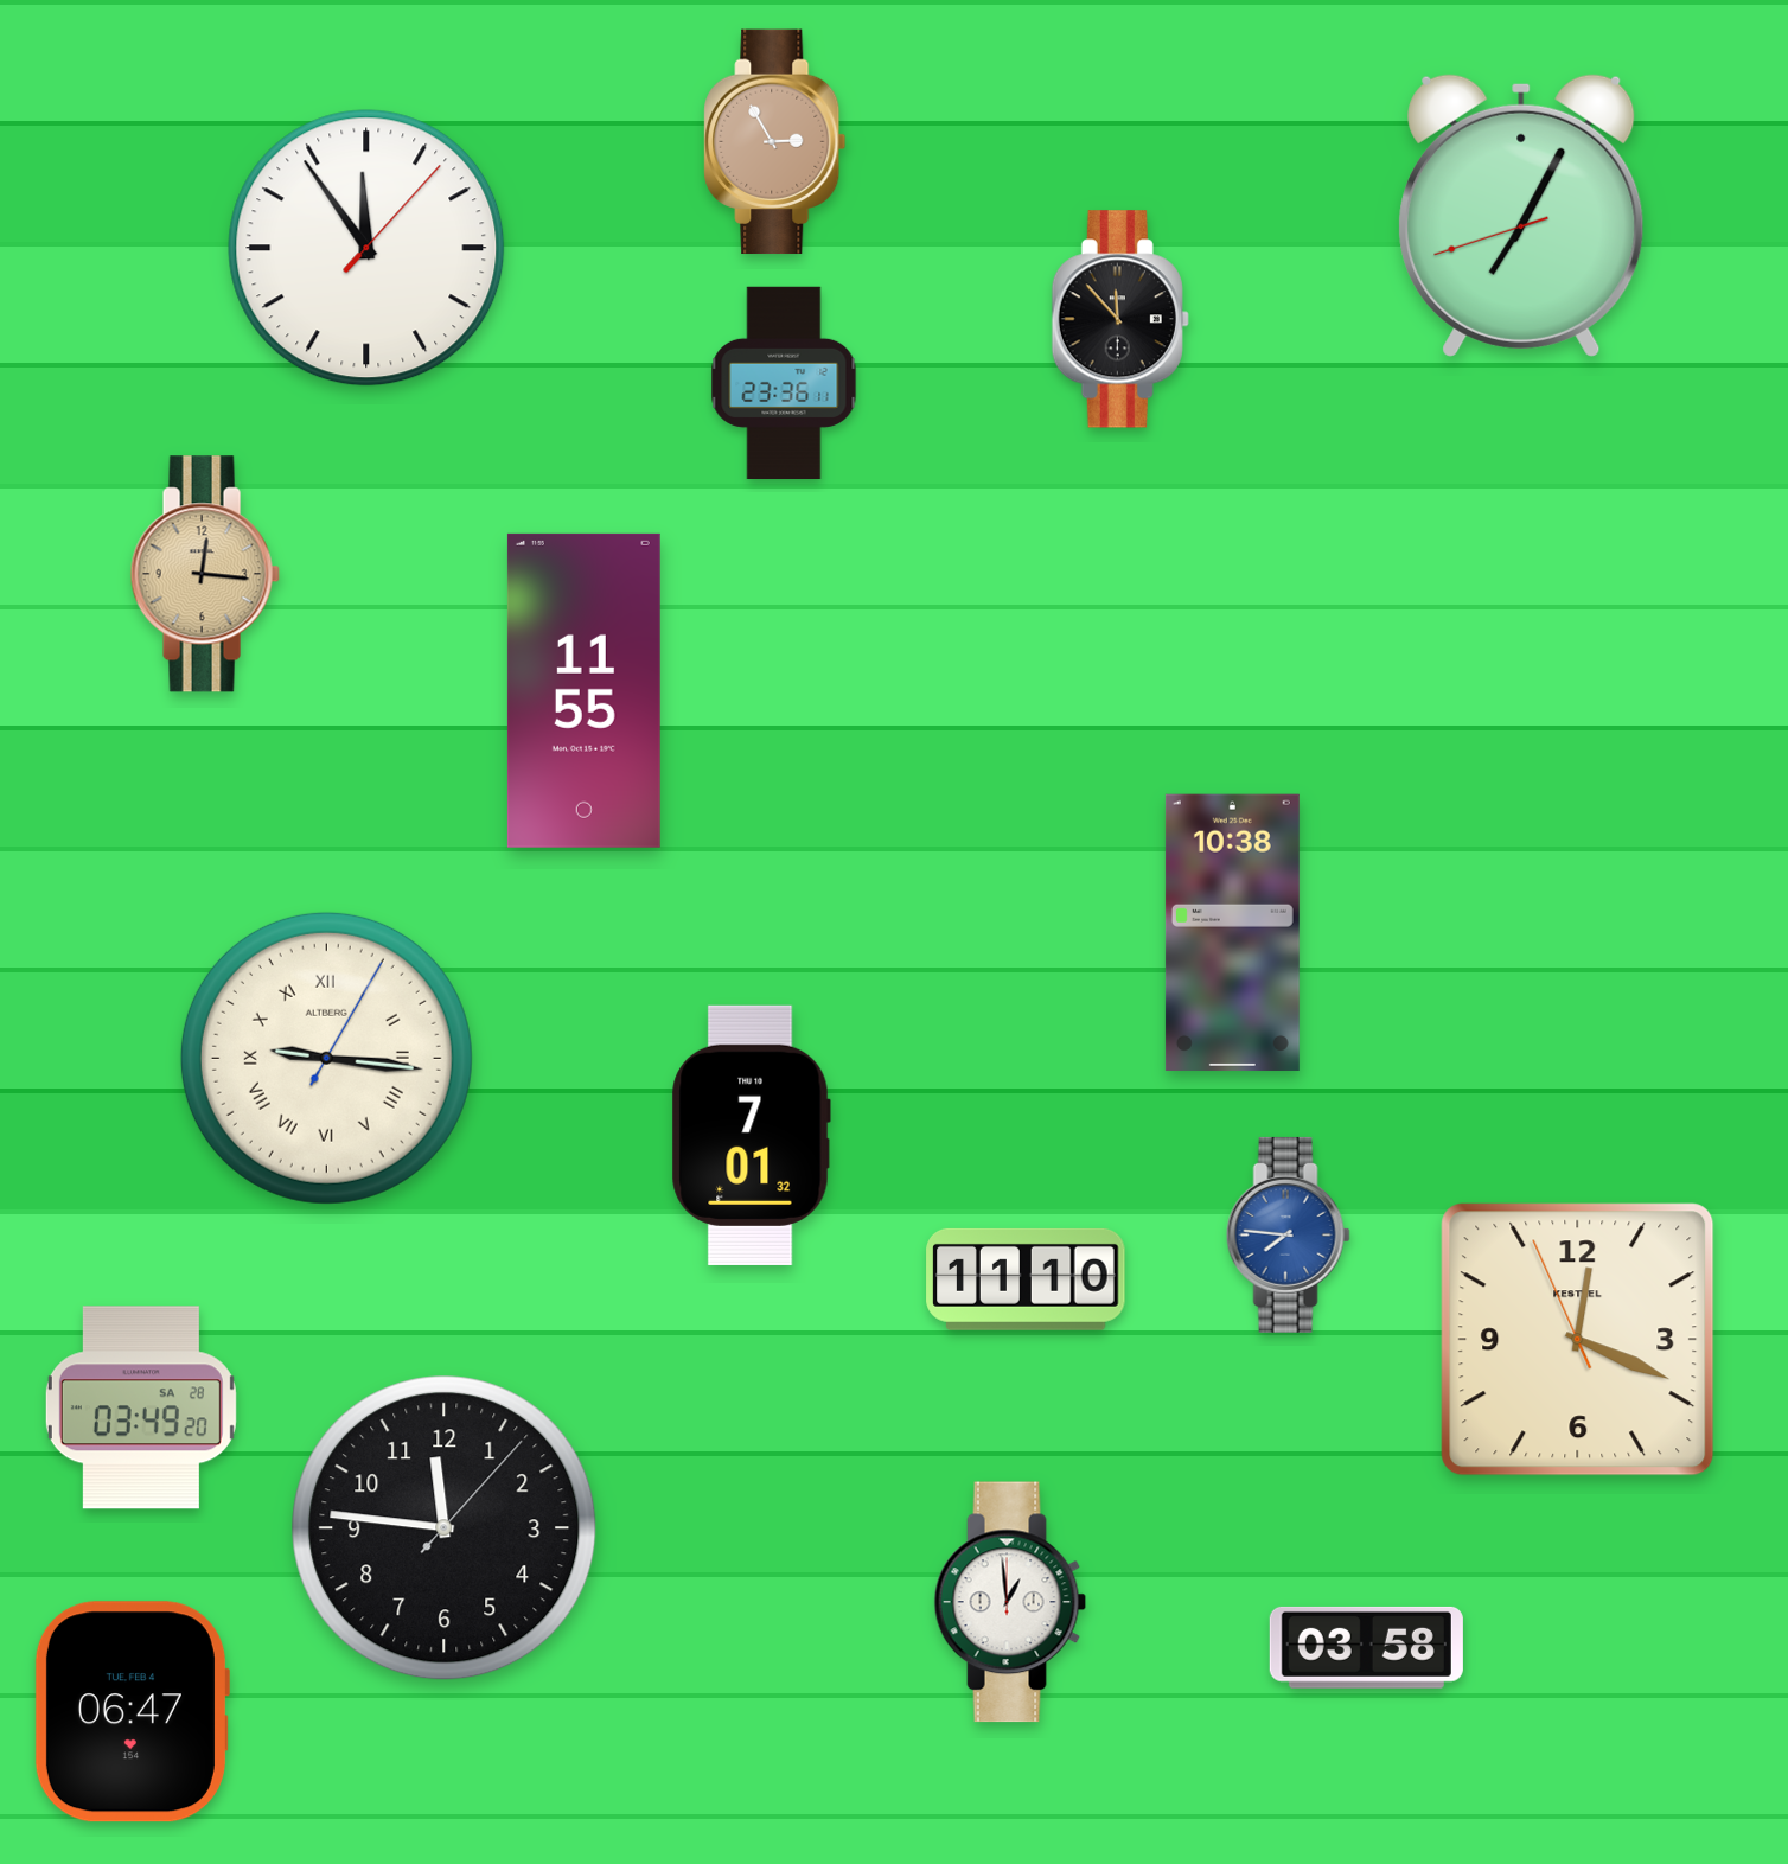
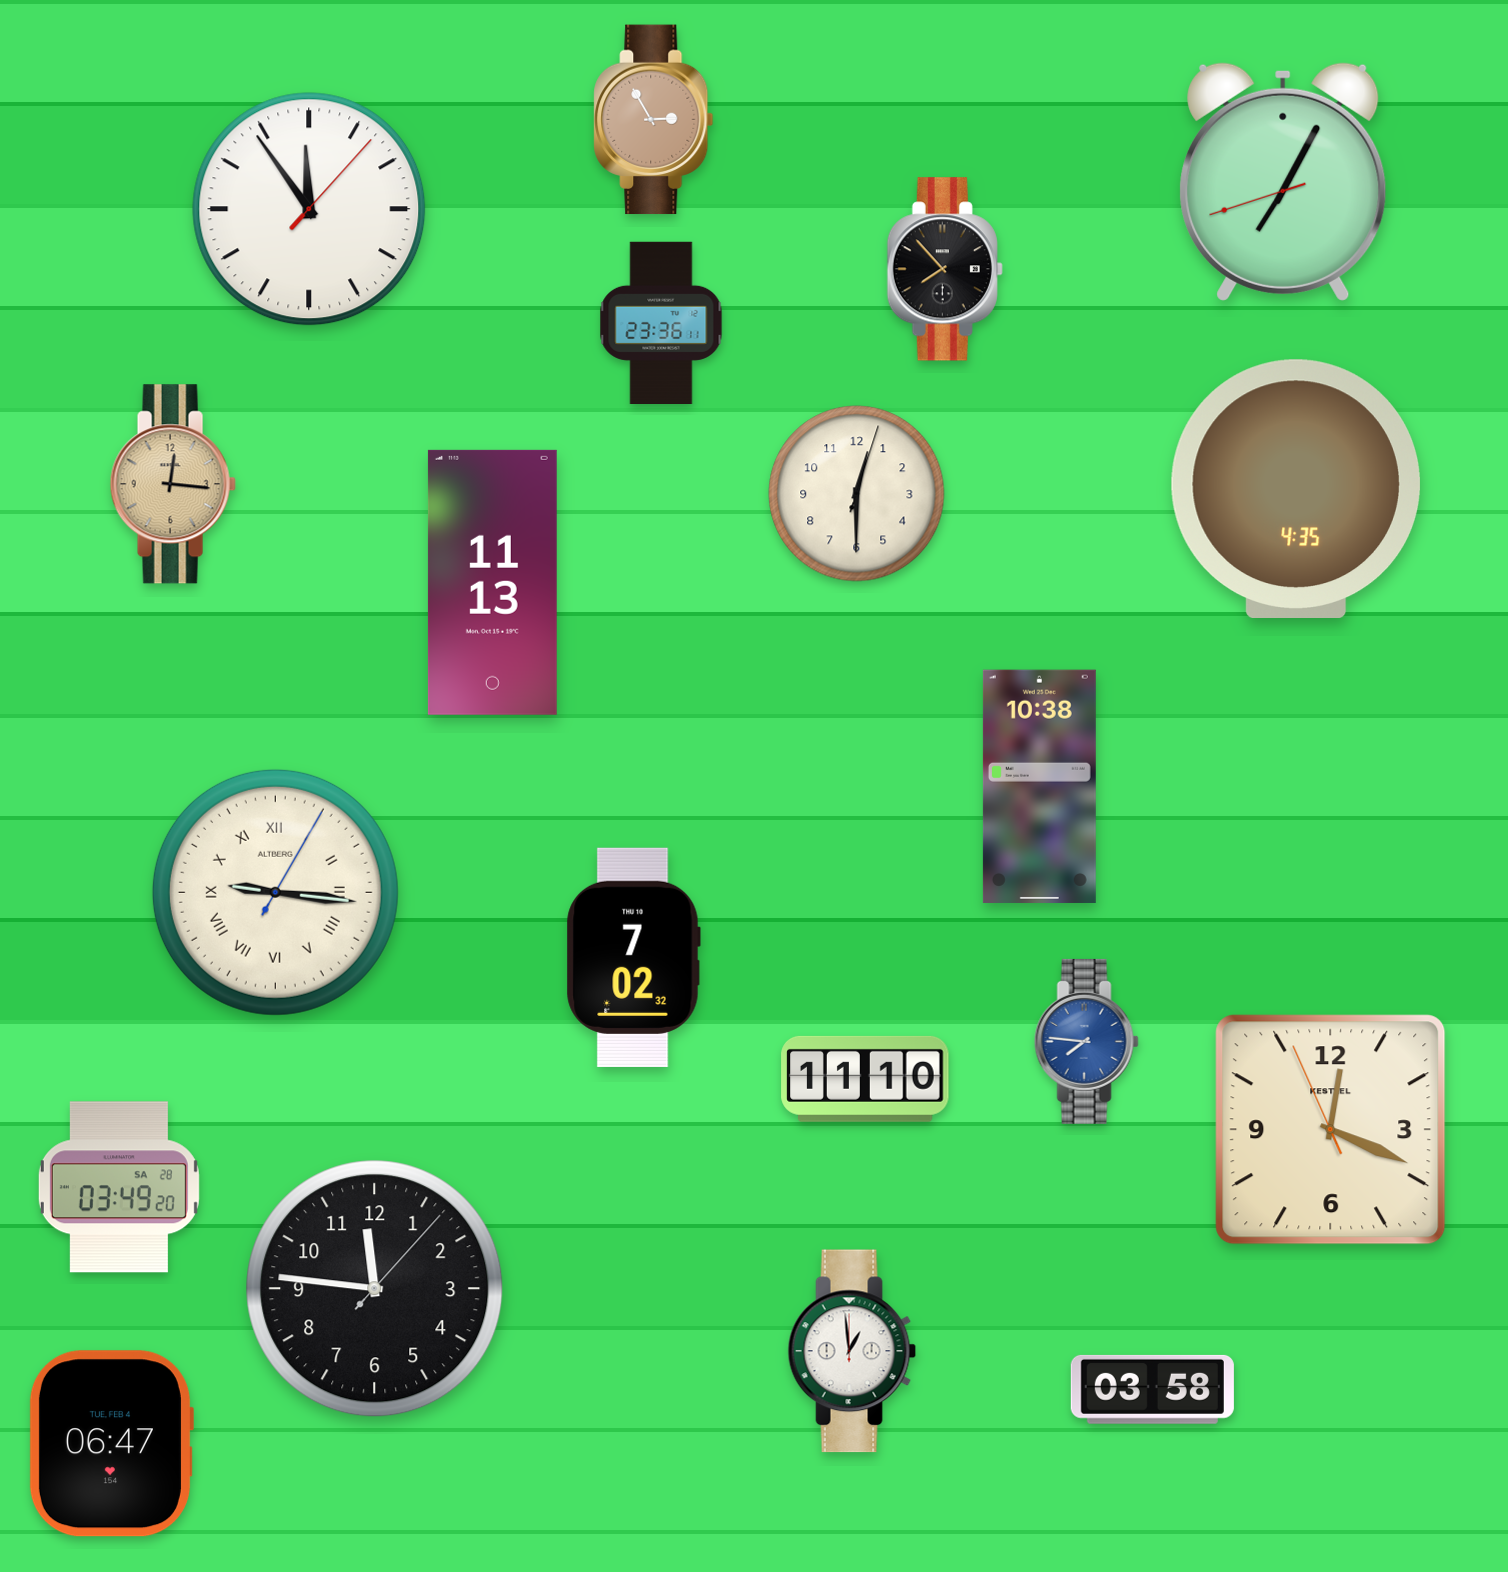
clock at (1120, 319): 11:53 -> 7:53
clock at (1296, 488): none -> 4:35
clock at (857, 494): none -> 12:30
clock at (583, 690): 11:55 -> 11:13
clock at (751, 1135): 7:01 -> 7:02
